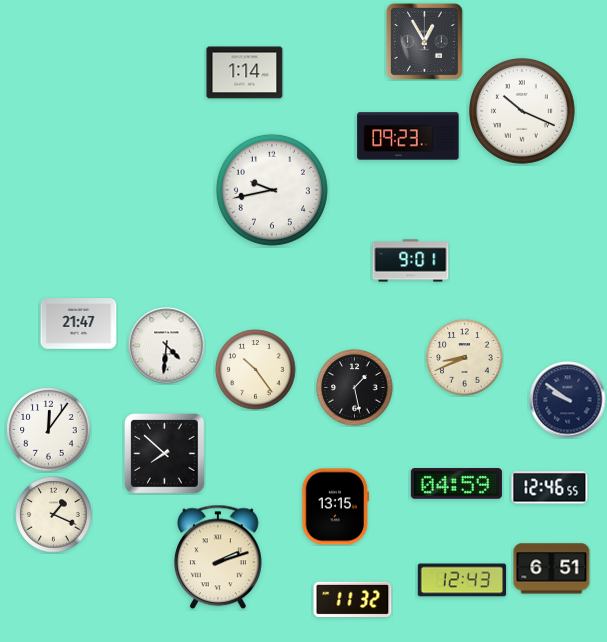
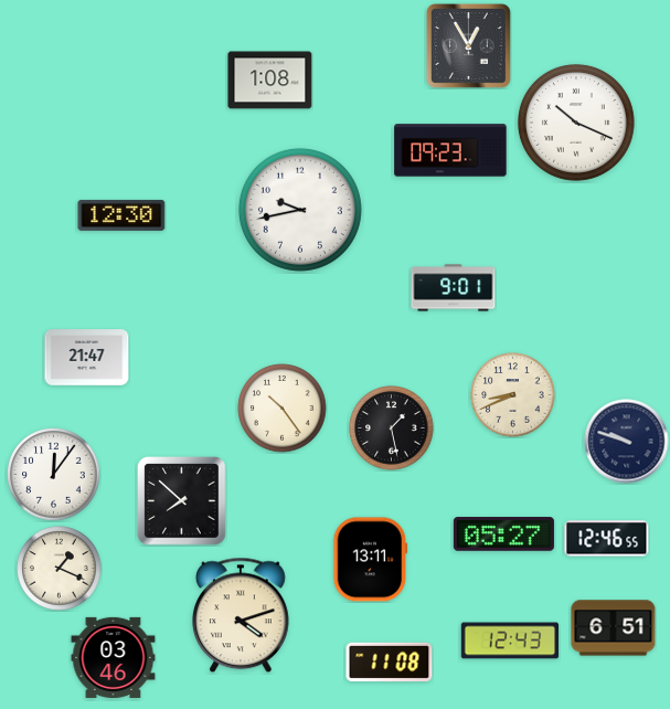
clock at (245, 73): 1:14 -> 1:08
clock at (121, 215): none -> 12:30
clock at (167, 346): 4:31 -> none
clock at (568, 400): 9:51 -> 9:48
clock at (456, 484): 04:59 -> 05:27
clock at (336, 507): 13:15 -> 13:11
clock at (218, 557): 2:12 -> 4:12
clock at (552, 569) position: (552, 569) -> (614, 628)
clock at (114, 657): none -> 03:46
clock at (353, 599): 11:32 -> 11:08
